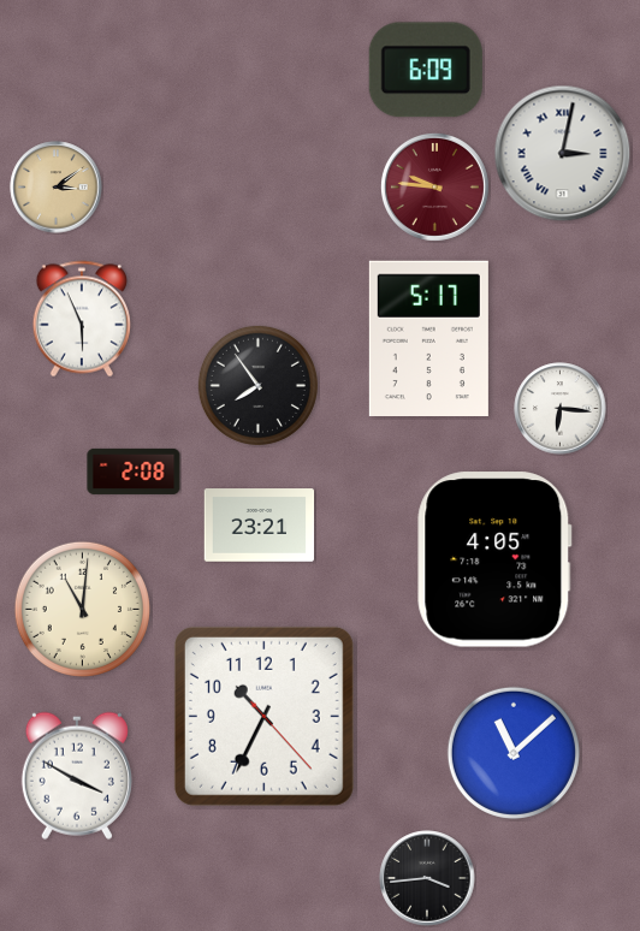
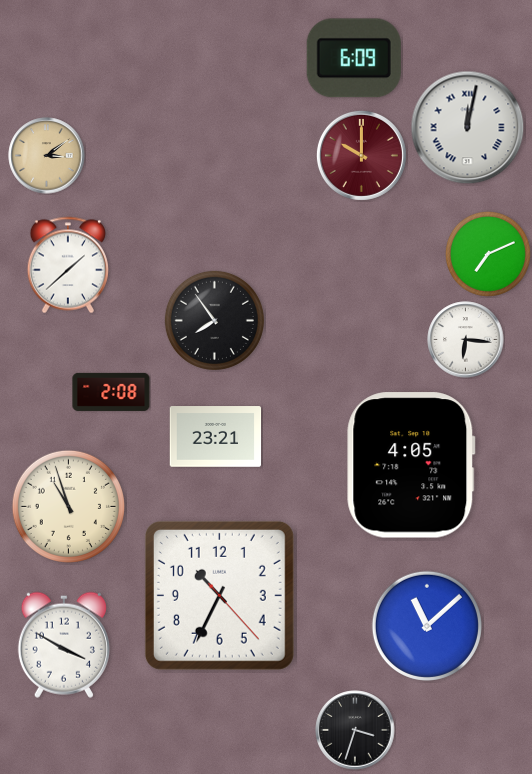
clock at (563, 154): 3:02 -> 12:02
clock at (434, 186): 9:46 -> 10:00
clock at (488, 254): none -> 7:11
clock at (81, 319): 5:56 -> 1:38
clock at (428, 338): 5:17 -> none
clock at (82, 609): 11:01 -> 10:57
clock at (427, 878): 3:44 -> 3:33
